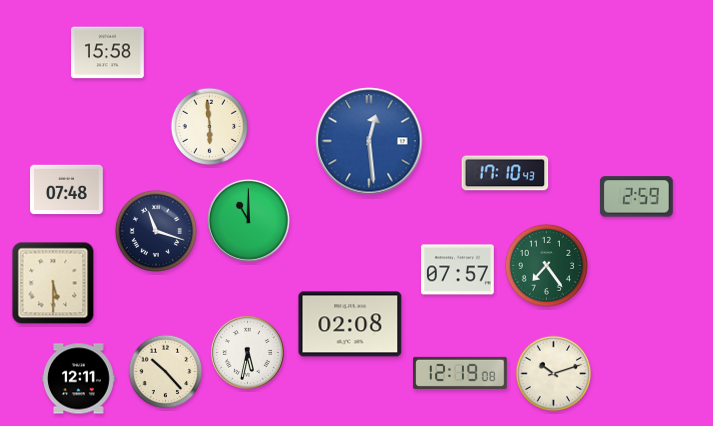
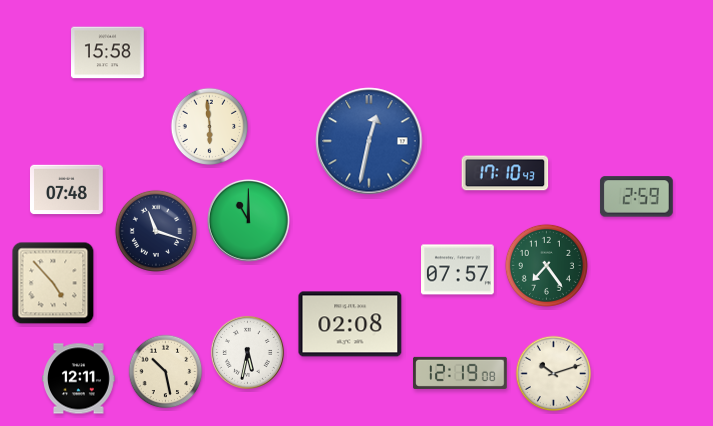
clock at (369, 141): 12:29 -> 12:32
clock at (53, 283): 5:30 -> 4:53
clock at (166, 372): 10:23 -> 10:28
